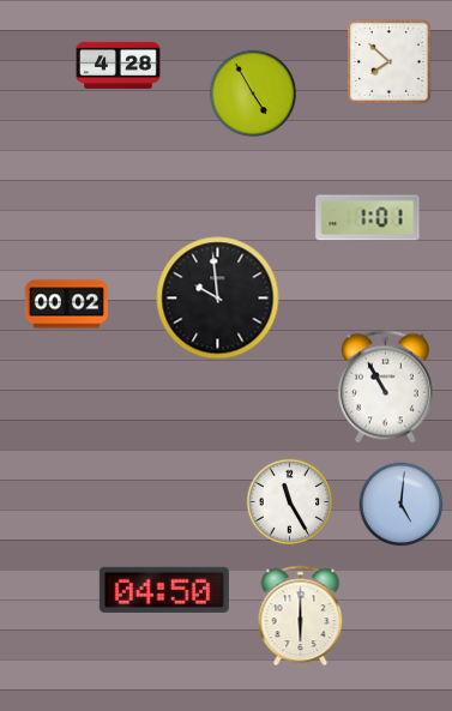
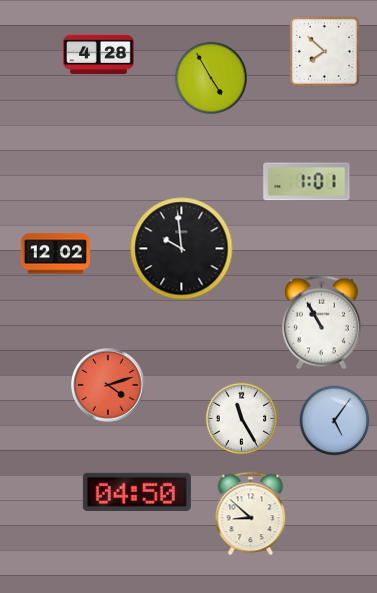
clock at (66, 305): 00:02 -> 12:02
clock at (108, 385): none -> 4:12
clock at (402, 505): 5:01 -> 5:06
clock at (301, 616): 6:00 -> 8:52
